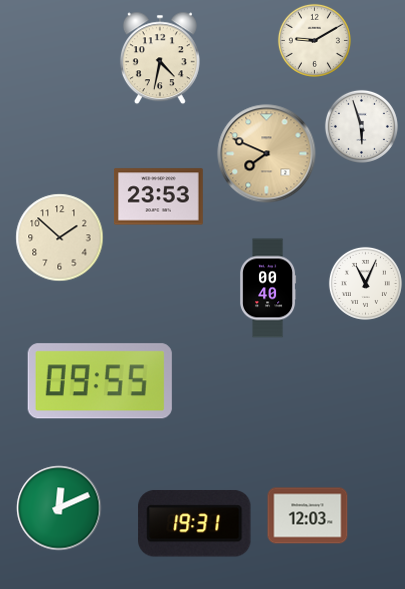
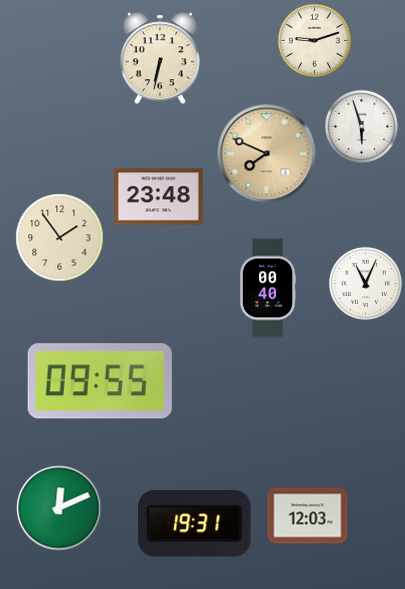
clock at (314, 40): 9:10 -> 9:12
clock at (160, 58): 4:32 -> 6:32
clock at (158, 197): 23:53 -> 23:48
clock at (60, 238): 1:52 -> 1:54
